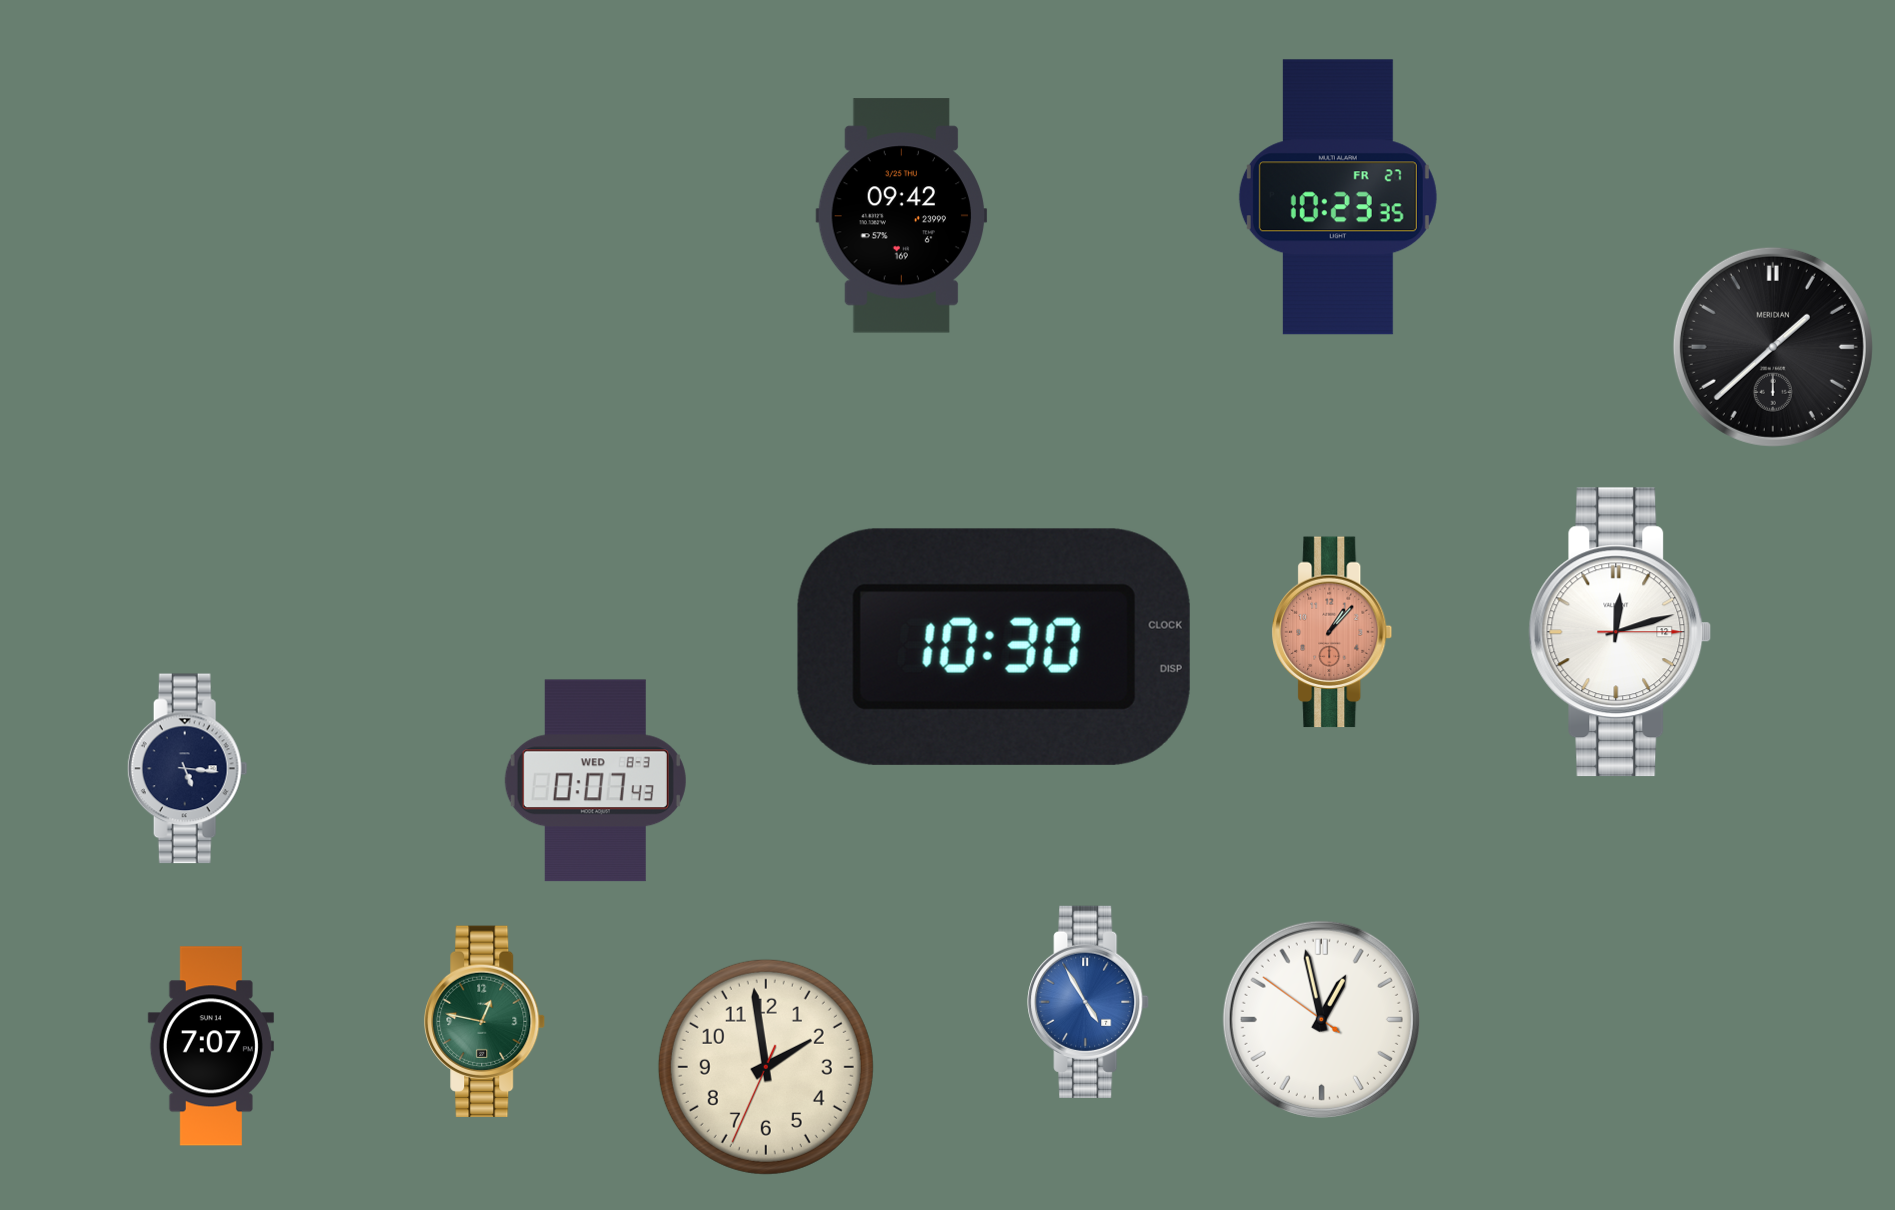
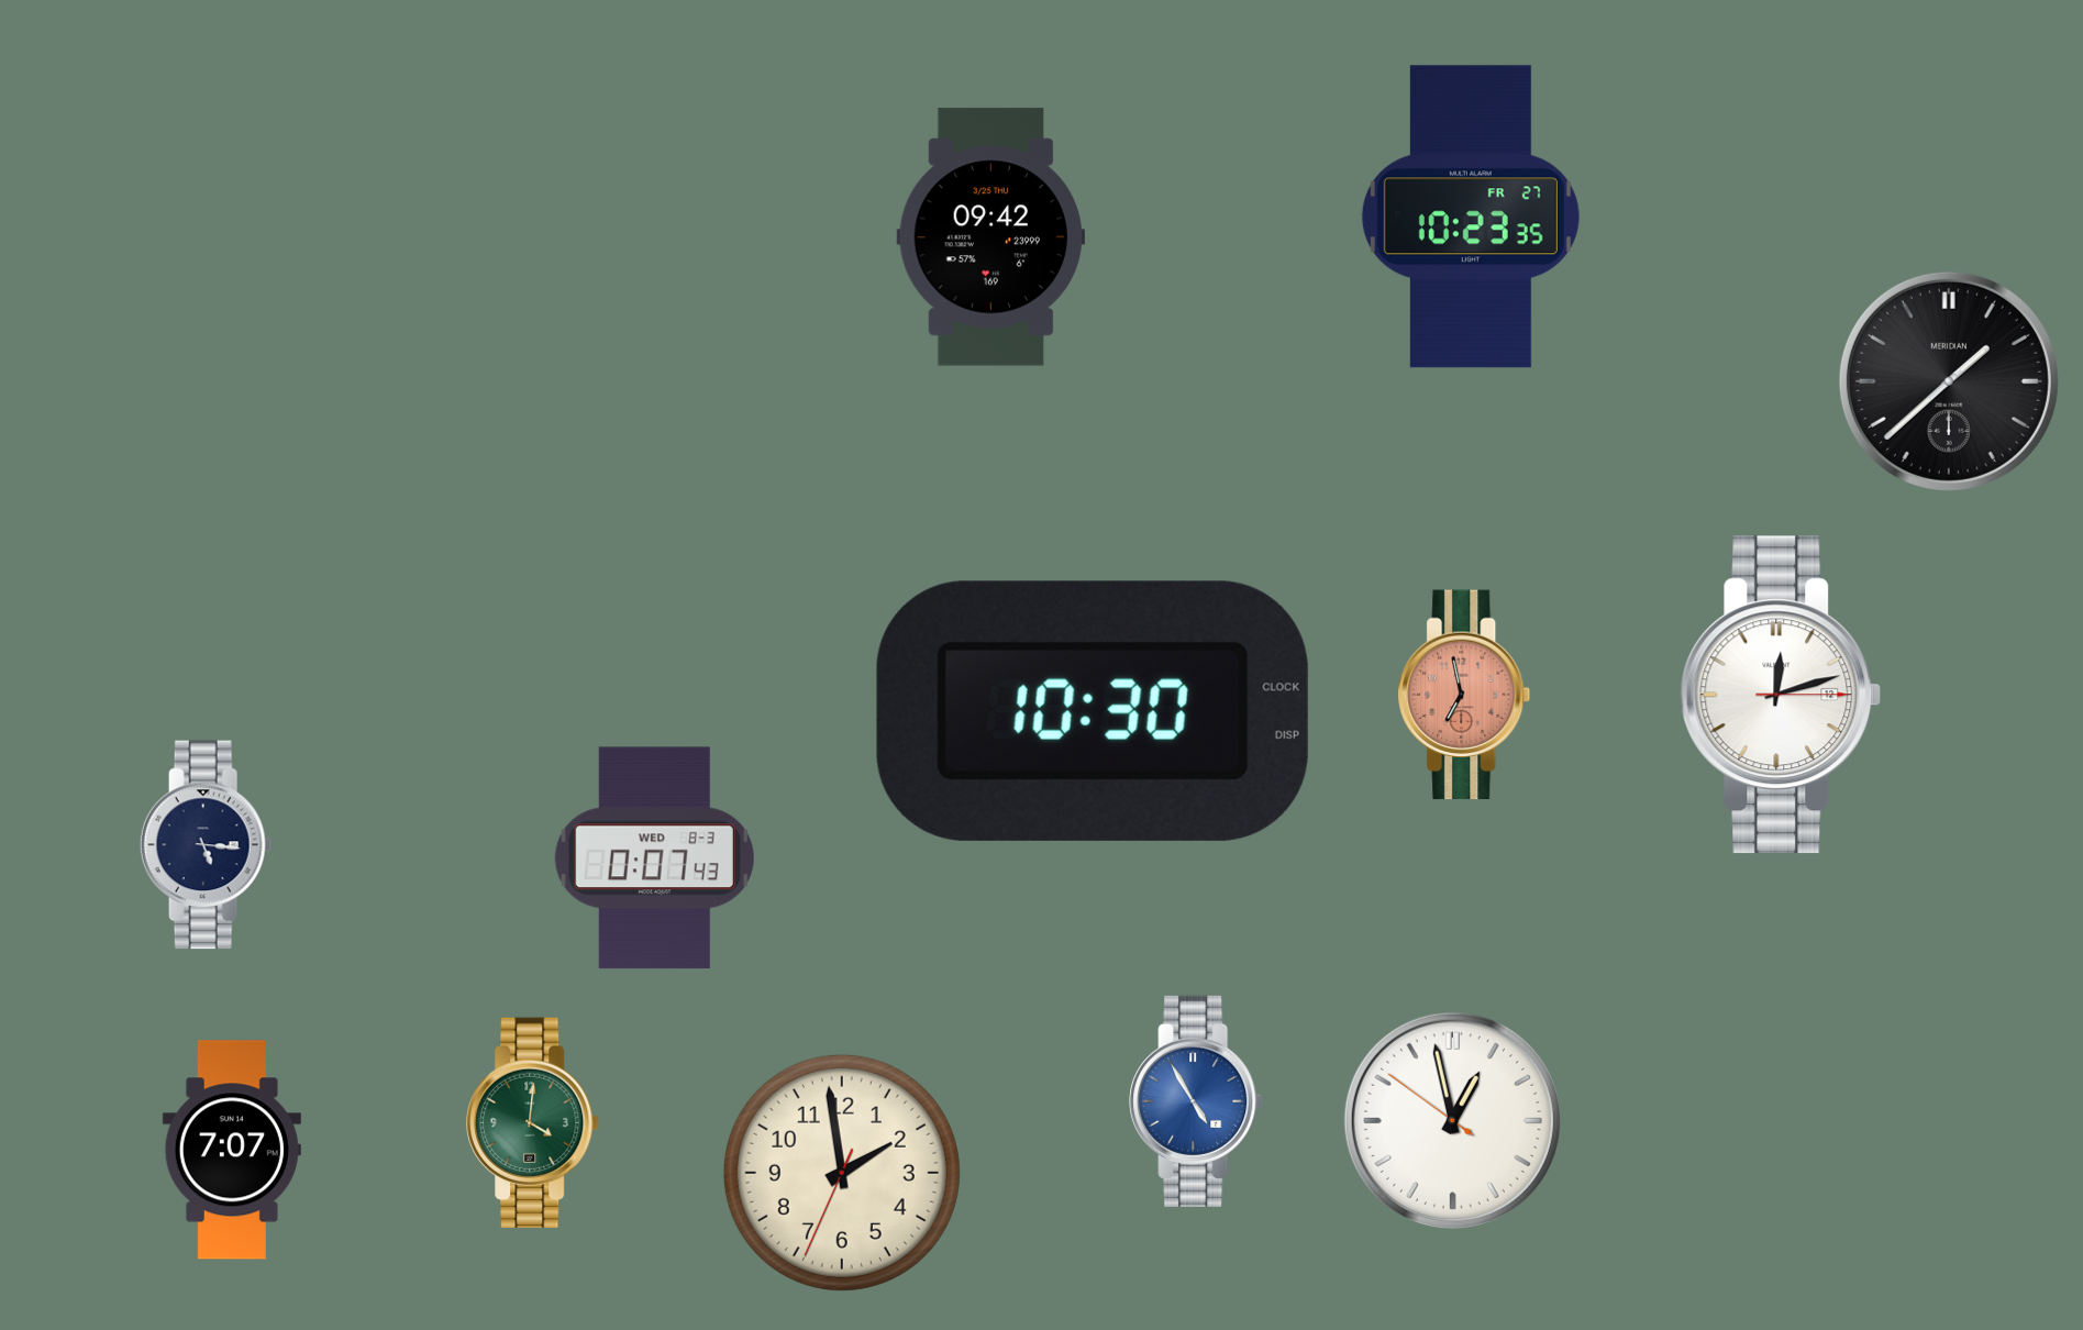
clock at (1332, 632): 1:07 -> 6:58
clock at (485, 1021): 12:47 -> 4:01
